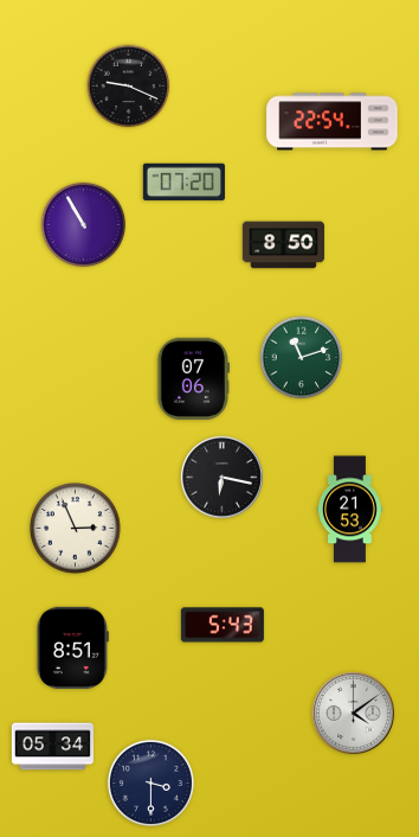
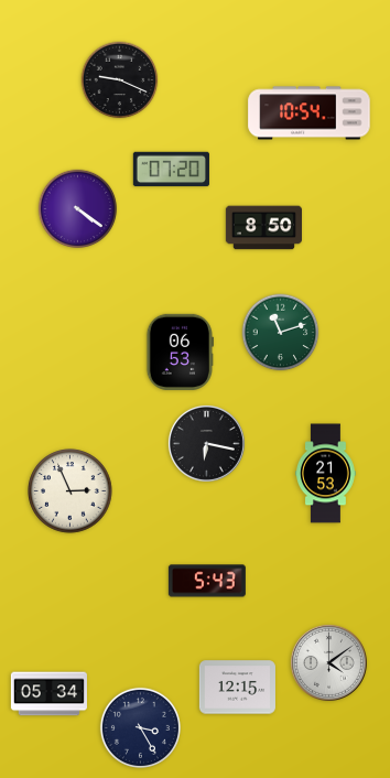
clock at (333, 122): 22:54 -> 10:54
clock at (84, 225): 10:55 -> 4:21
clock at (193, 378): 07:06 -> 06:53
clock at (72, 647): 8:51 -> none
clock at (237, 688): none -> 12:15
clock at (150, 782): 3:30 -> 3:25
